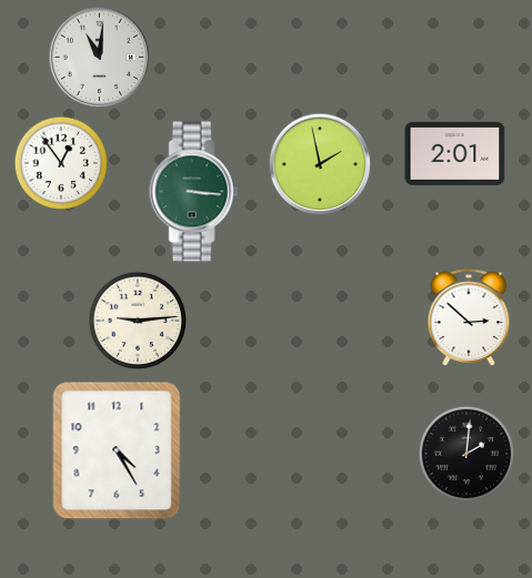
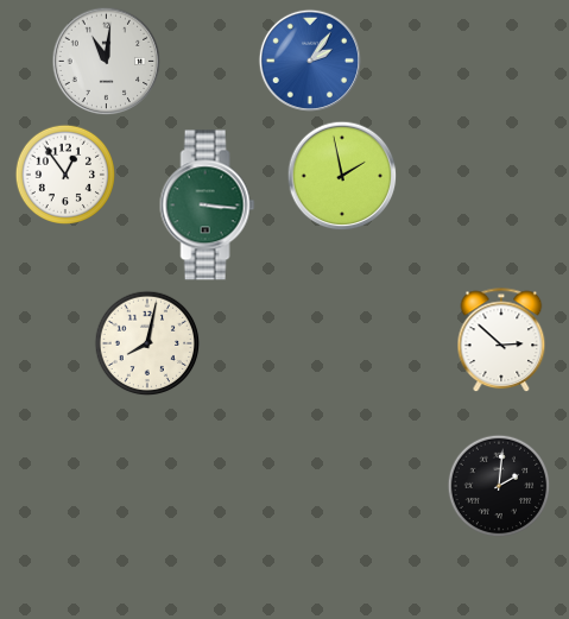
clock at (310, 61): none -> 2:06
clock at (455, 153): 2:01 -> none
clock at (138, 321): 9:14 -> 8:02
clock at (117, 450): 4:25 -> none
